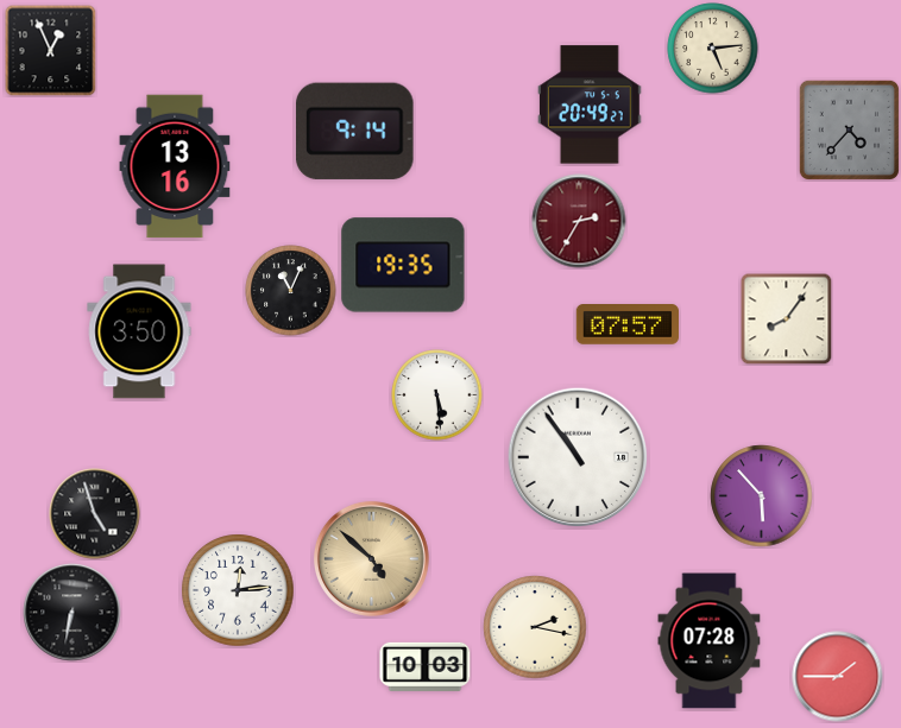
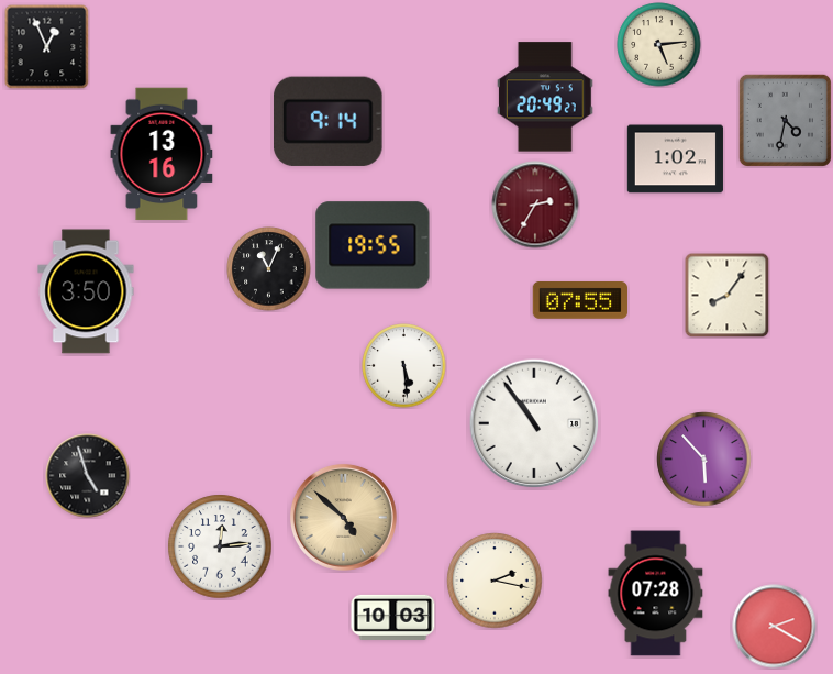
clock at (849, 129): 4:37 -> 4:32
clock at (675, 159): none -> 1:02
clock at (403, 265): 19:35 -> 19:55
clock at (628, 325): 07:57 -> 07:55
clock at (139, 331) position: (139, 331) -> (86, 291)
clock at (73, 613): 6:32 -> none
clock at (838, 677): 1:45 -> 2:20
